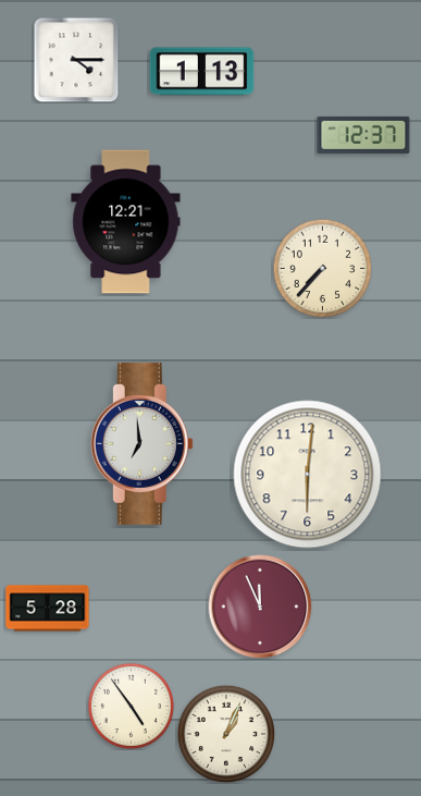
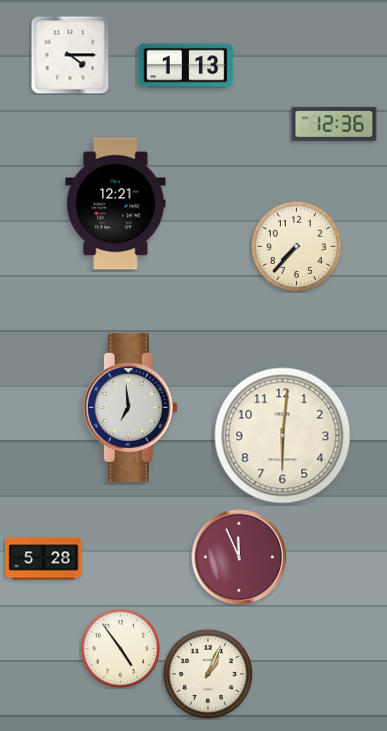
clock at (363, 135): 12:37 -> 12:36
